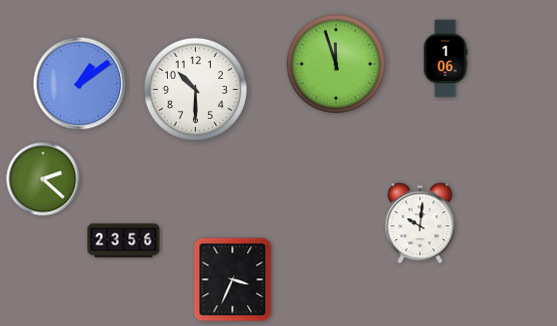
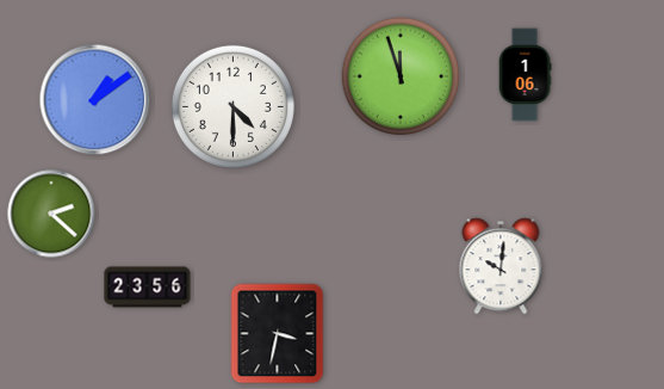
clock at (445, 59) position: (445, 59) -> (525, 75)
clock at (195, 89): 10:30 -> 4:30
clock at (233, 280): 3:34 -> 3:32
